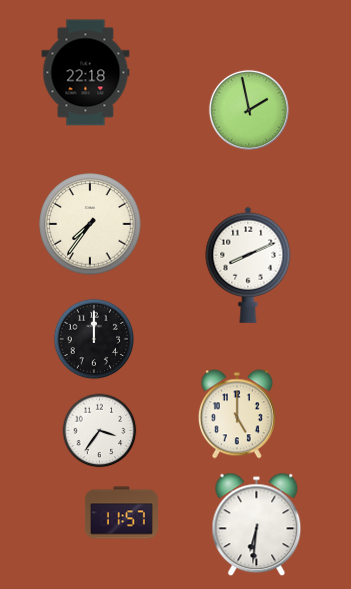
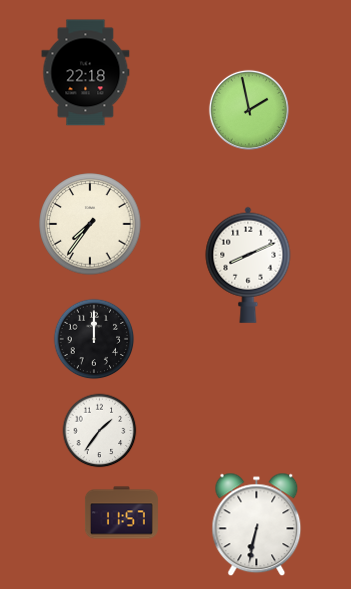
clock at (237, 414): 5:00 -> none
clock at (100, 431): 3:36 -> 1:36
clock at (257, 525): 6:31 -> 6:32
